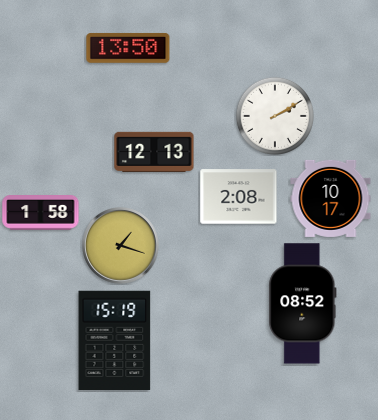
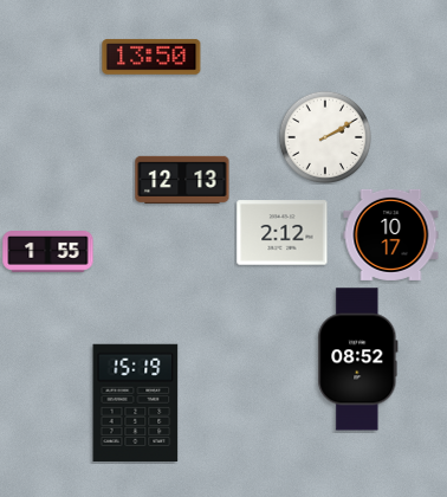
clock at (239, 197): 2:08 -> 2:12
clock at (41, 213): 1:58 -> 1:55
clock at (121, 246): 1:18 -> none
